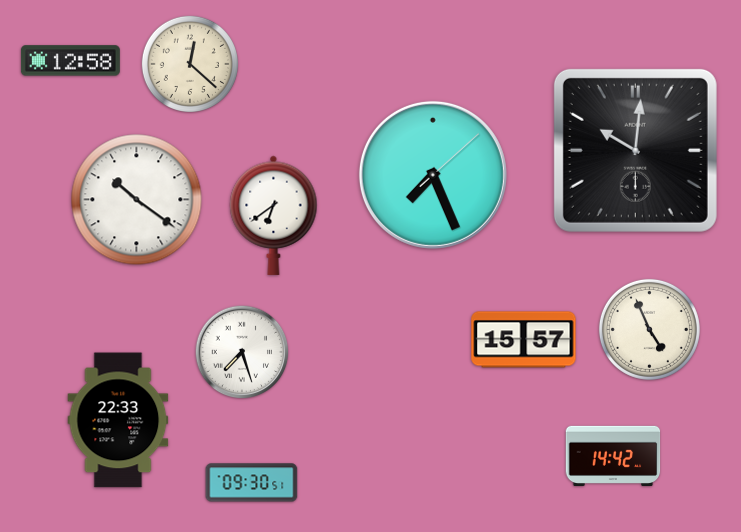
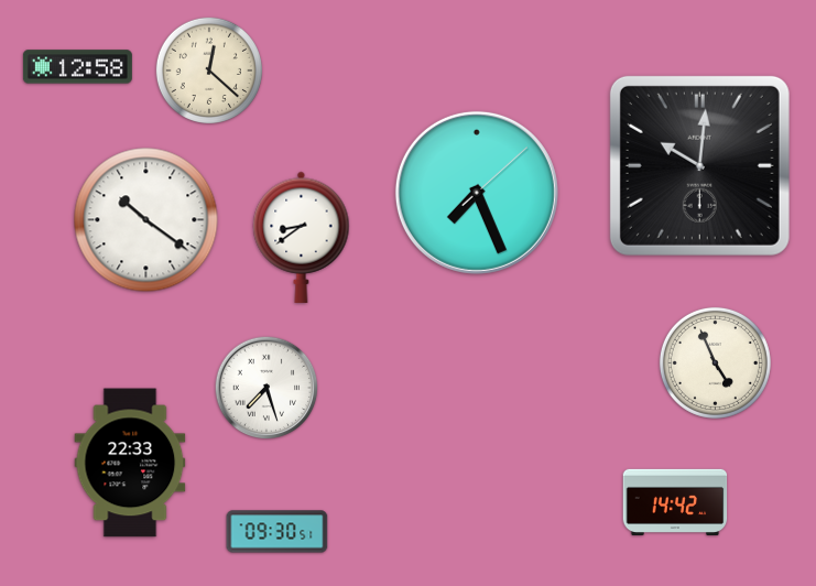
clock at (137, 200) position: (137, 200) -> (146, 220)
clock at (274, 215): 6:39 -> 8:39
clock at (524, 340): 15:57 -> none
